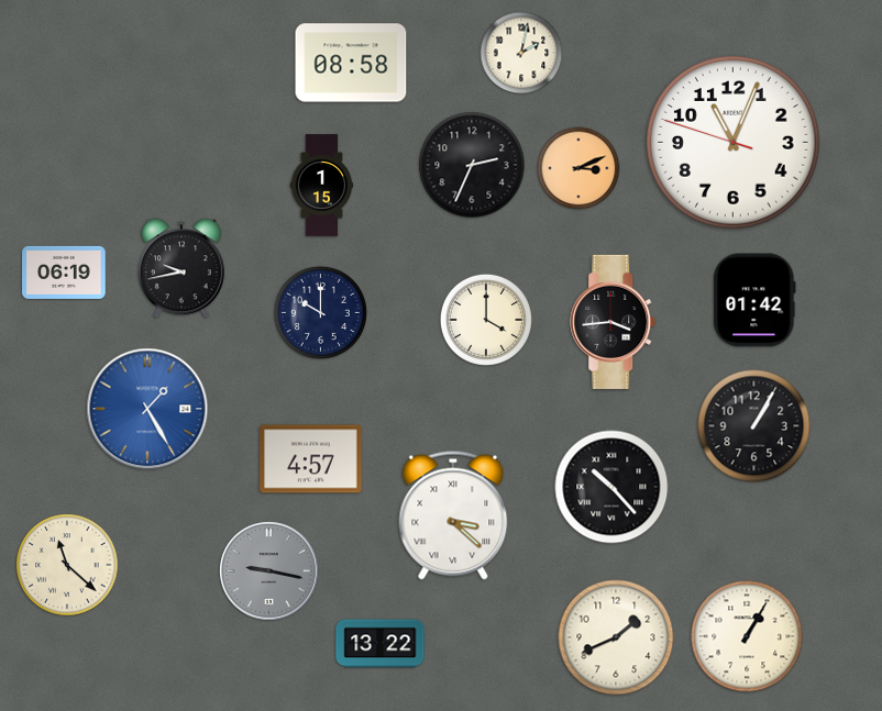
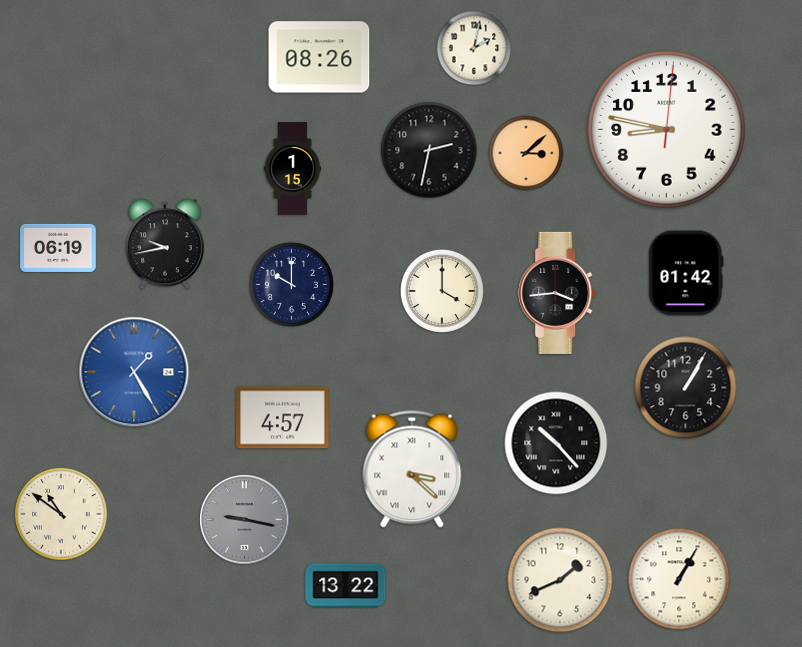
clock at (351, 63): 08:58 -> 08:26
clock at (734, 143): 11:03 -> 8:47
clock at (472, 165): 2:34 -> 2:32
clock at (578, 168): 3:11 -> 3:08
clock at (67, 565): 11:22 -> 10:51
